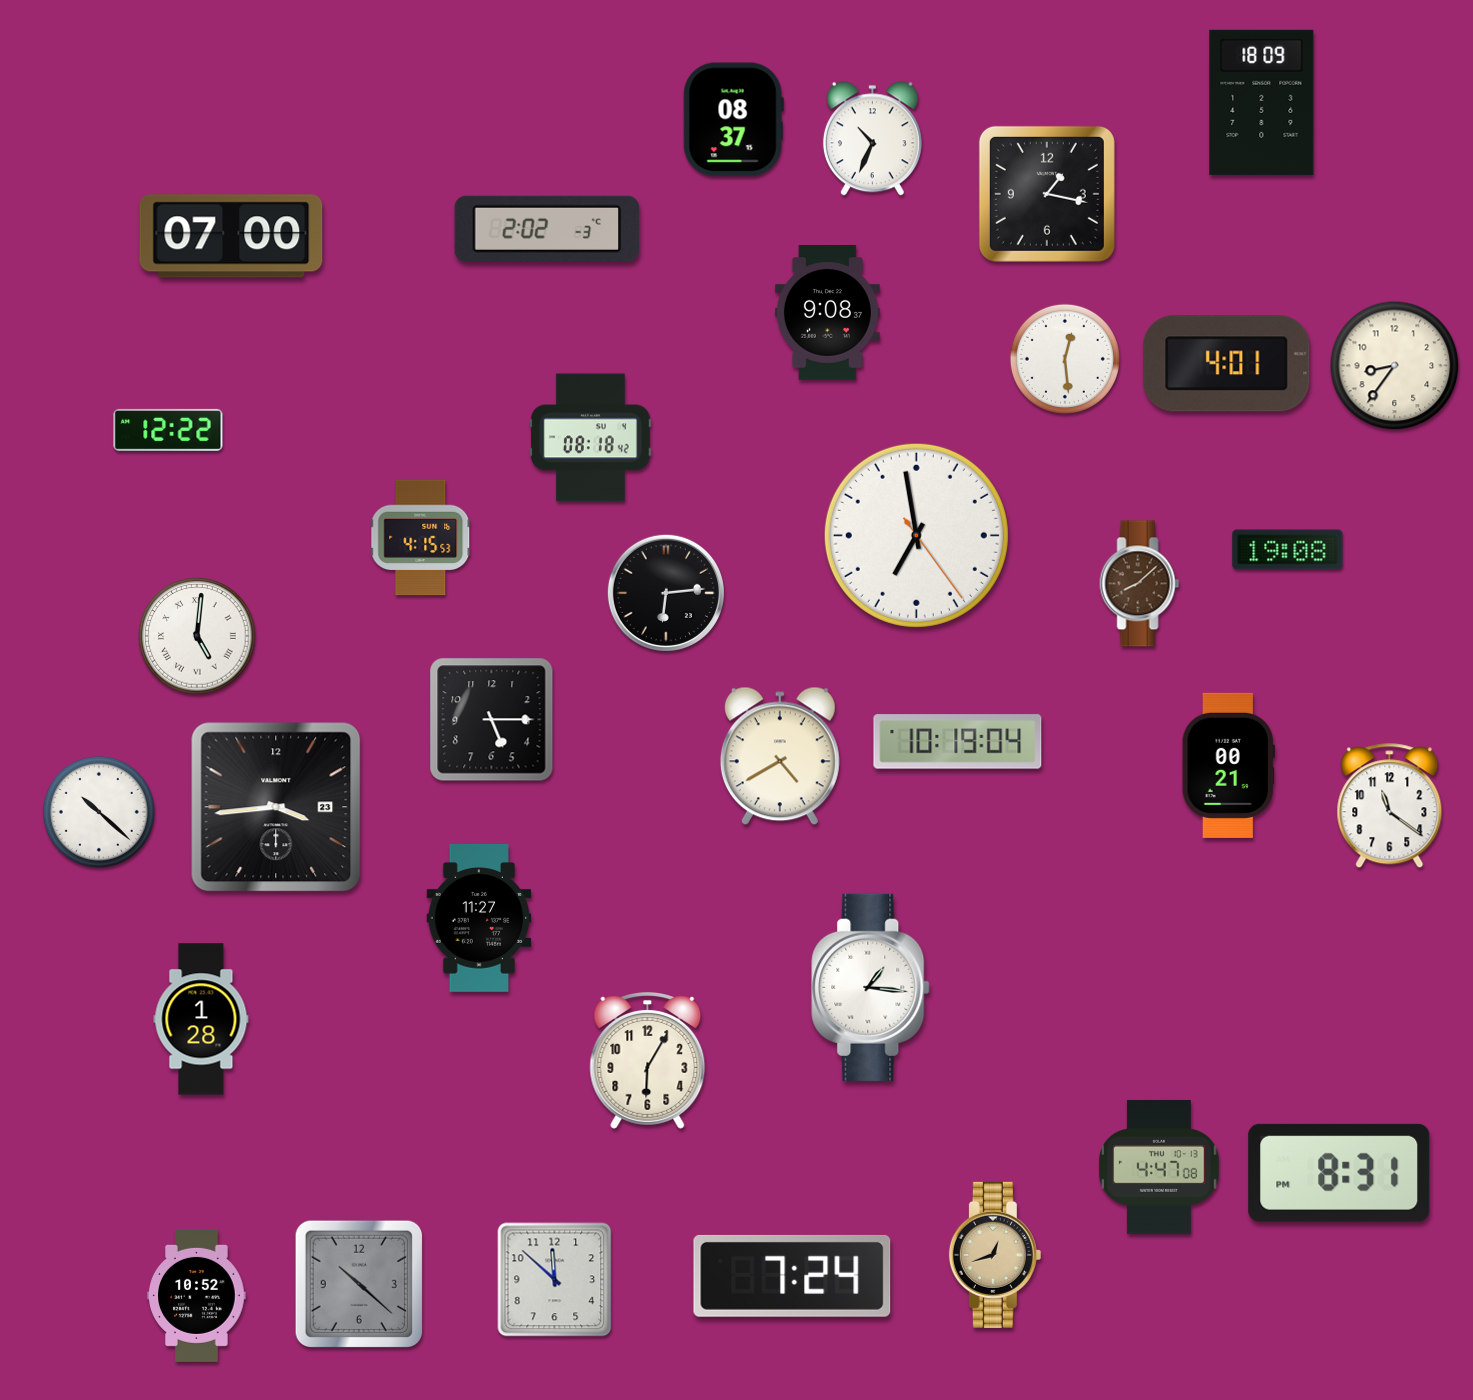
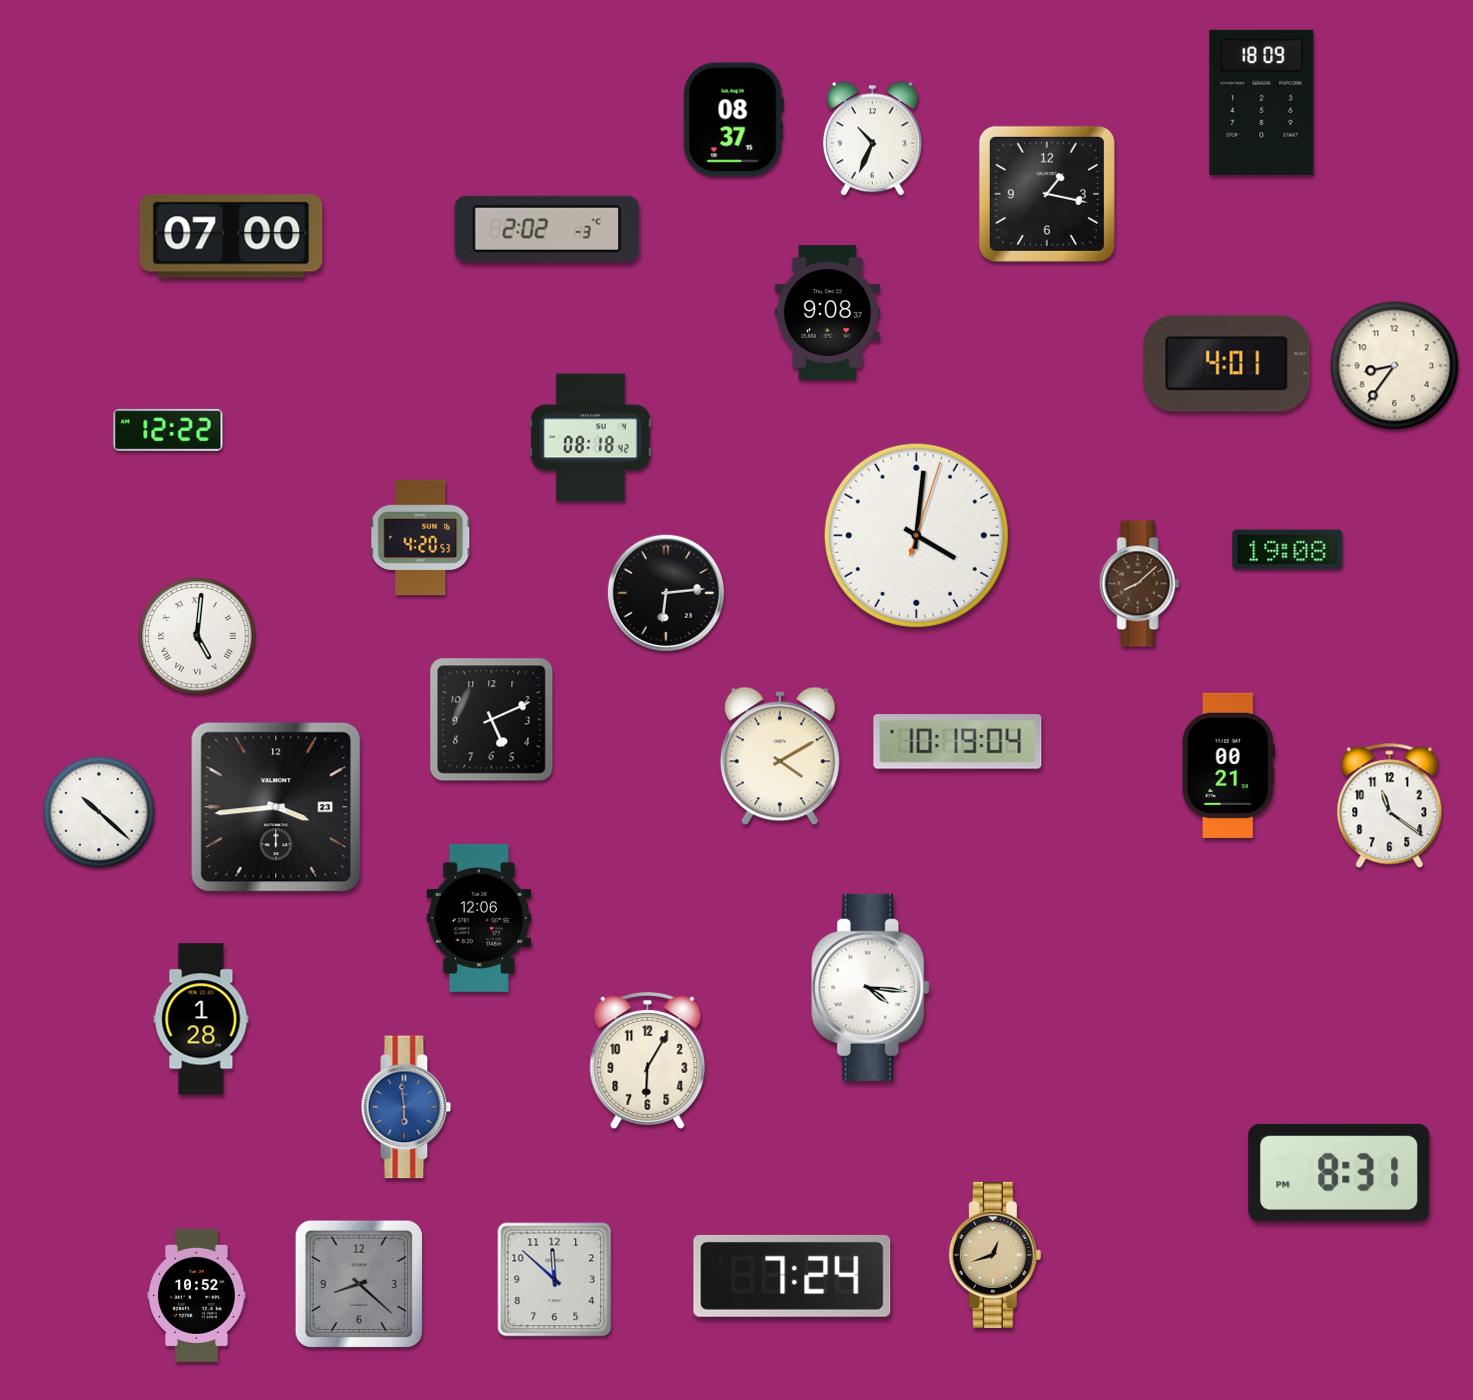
clock at (1065, 359): 12:29 -> none
clock at (916, 535): 6:58 -> 4:01
clock at (421, 538): 4:15 -> 4:20
clock at (492, 720): 5:15 -> 5:11
clock at (780, 756): 4:40 -> 4:10
clock at (479, 919): 11:27 -> 12:06
clock at (871, 987): 1:16 -> 4:16
clock at (406, 1107): none -> 5:59
clock at (1159, 1167): 4:47 -> none
clock at (358, 1283): 10:22 -> 8:22
